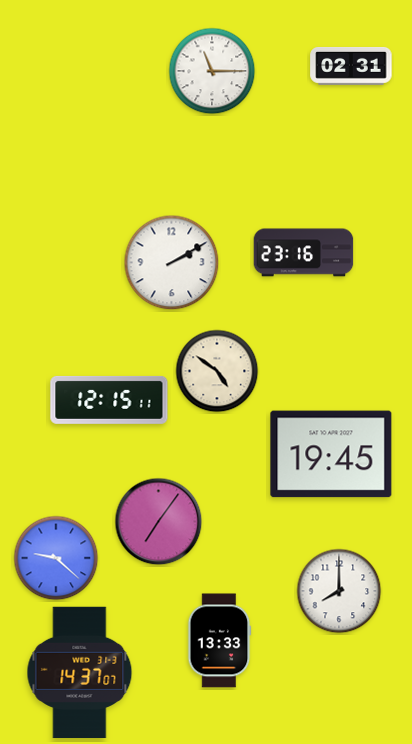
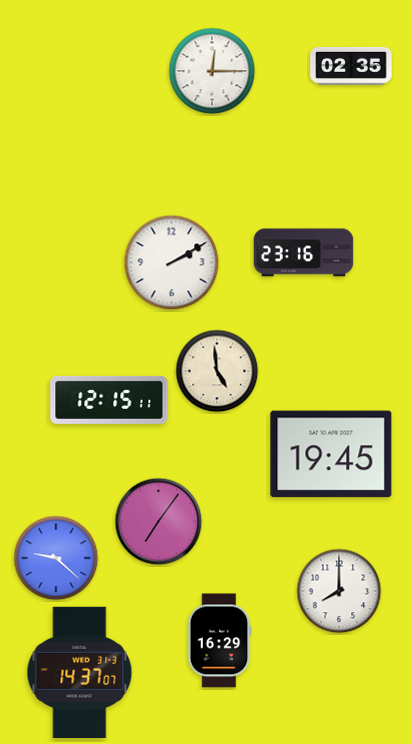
clock at (351, 66): 02:31 -> 02:35
clock at (212, 71): 11:15 -> 12:15
clock at (217, 371): 4:51 -> 4:59
clock at (219, 641): 13:33 -> 16:29
